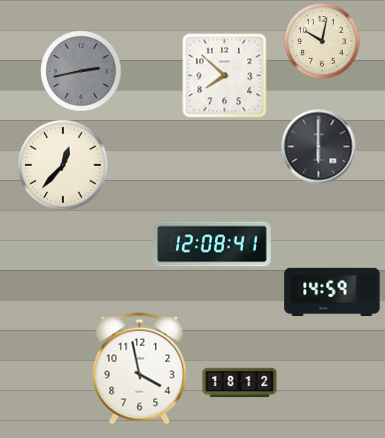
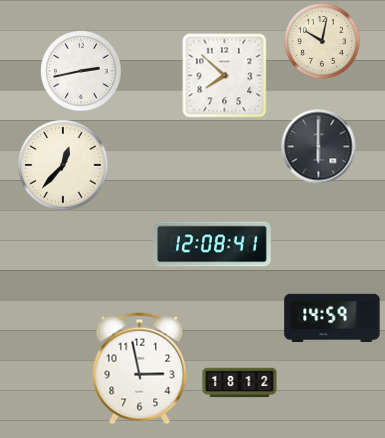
clock at (81, 71) dial: grey -> white
clock at (332, 291) position: (332, 291) -> (332, 317)
clock at (140, 369): 3:58 -> 2:58
